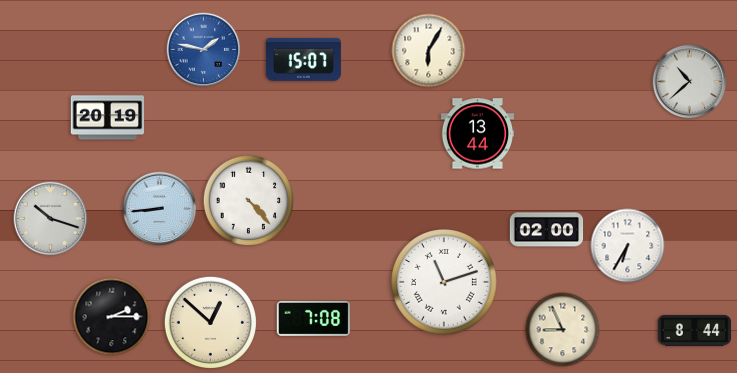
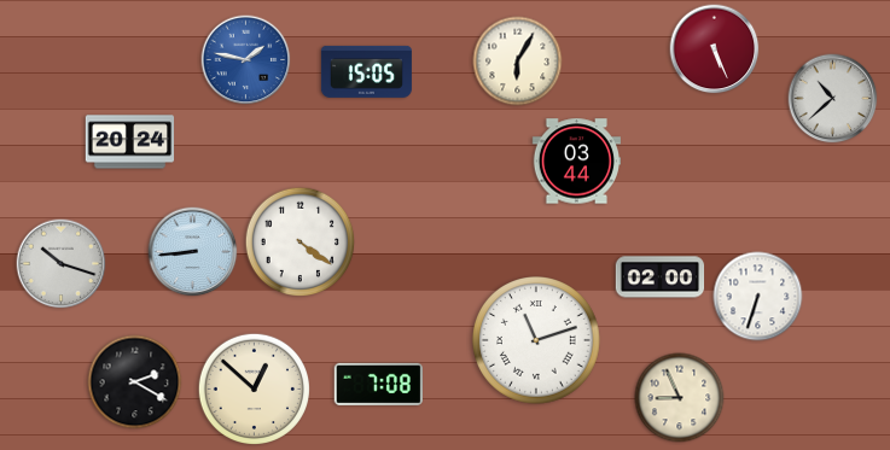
clock at (715, 49): none -> 5:26
clock at (303, 59): 15:07 -> 15:05
clock at (108, 118): 20:19 -> 20:24
clock at (478, 134): 13:44 -> 03:44
clock at (249, 201): 4:23 -> 4:21
clock at (628, 246): 6:35 -> 6:33
clock at (112, 317): 2:15 -> 2:20
clock at (695, 330): 8:44 -> none
